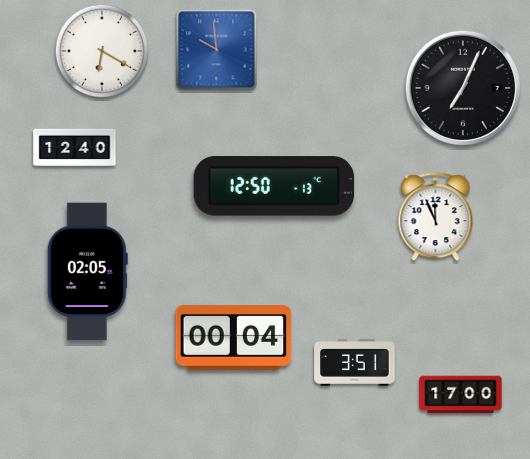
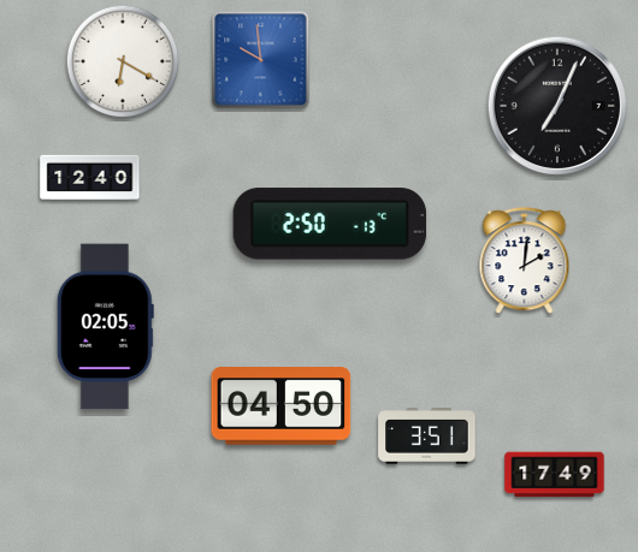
clock at (274, 186): 12:50 -> 2:50
clock at (436, 217): 11:56 -> 2:01
clock at (234, 338): 00:04 -> 04:50
clock at (461, 395): 17:00 -> 17:49
